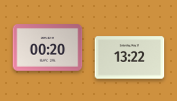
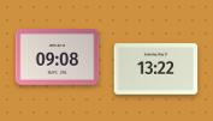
clock at (48, 48): 00:20 -> 09:08
